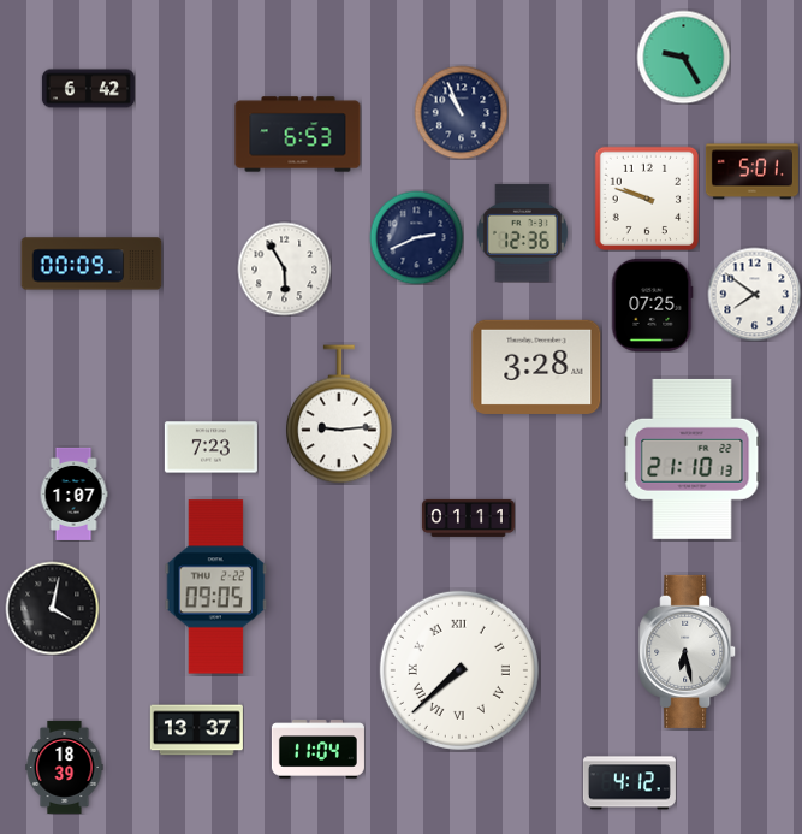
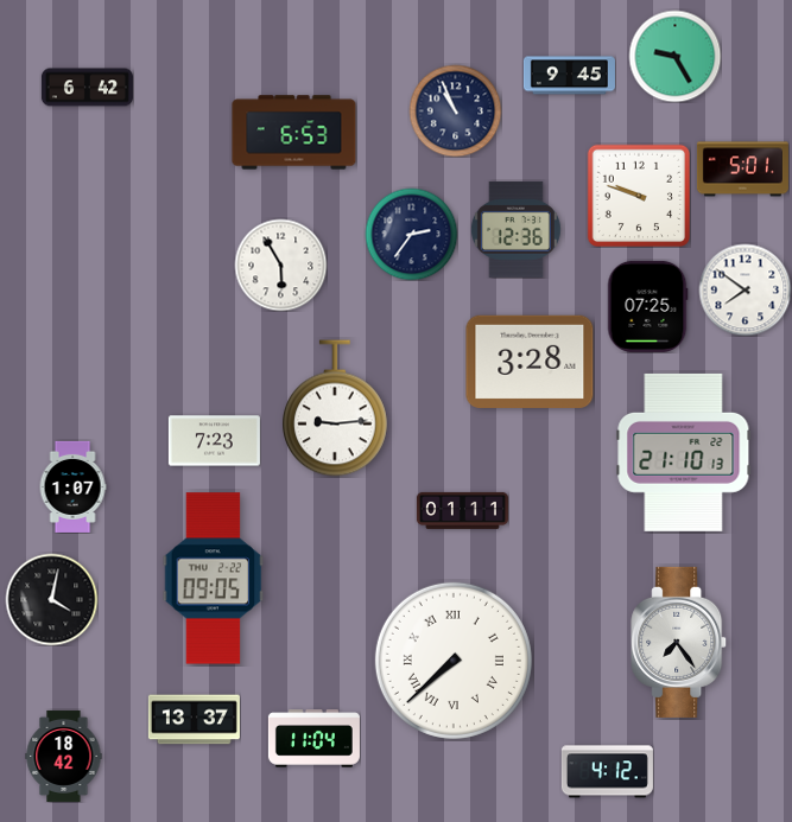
clock at (569, 76): none -> 9:45
clock at (416, 237): 2:41 -> 2:36
clock at (91, 264): 00:09 -> none
clock at (652, 304) position: (652, 304) -> (647, 306)
clock at (210, 448) position: (210, 448) -> (214, 441)
clock at (688, 651): 6:28 -> 7:24
clock at (65, 767): 18:39 -> 18:42
clock at (629, 783) position: (629, 783) -> (607, 772)
